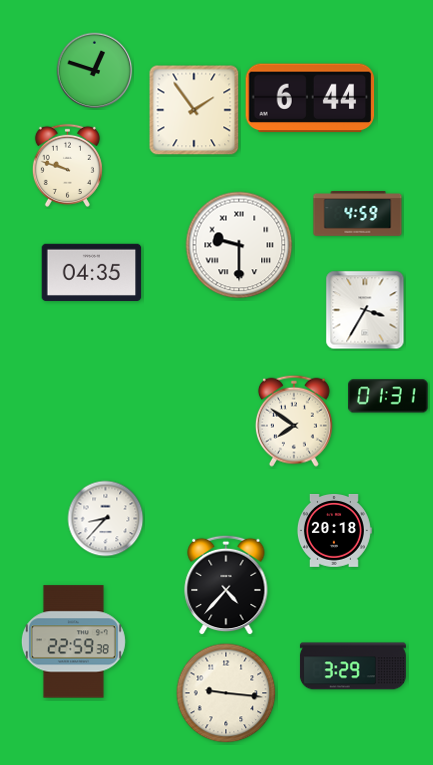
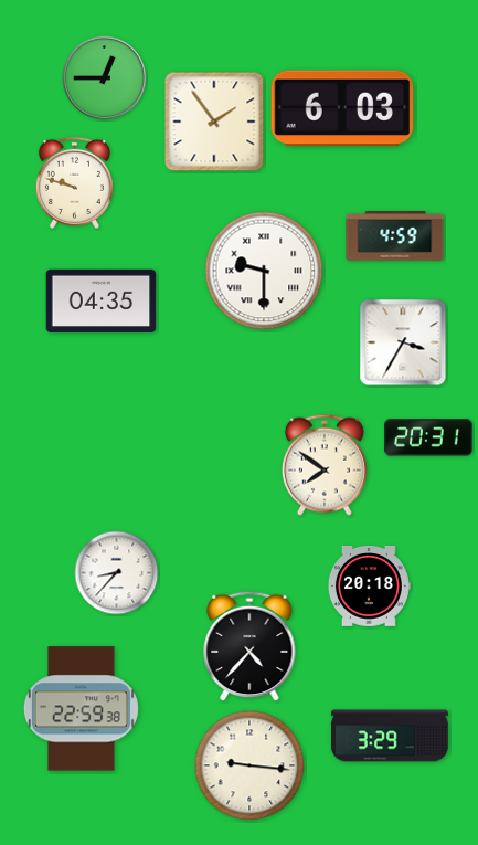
clock at (95, 71): 12:48 -> 12:45
clock at (310, 98): 6:44 -> 6:03
clock at (388, 396): 01:31 -> 20:31
